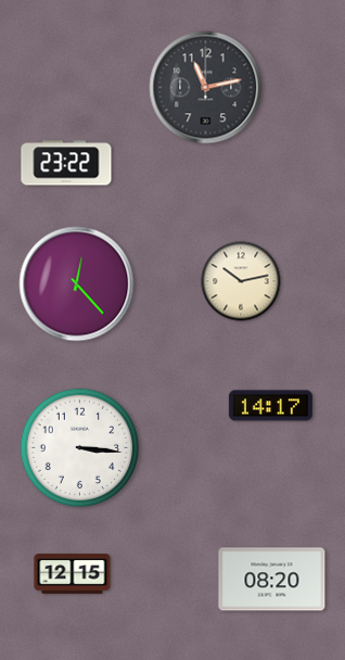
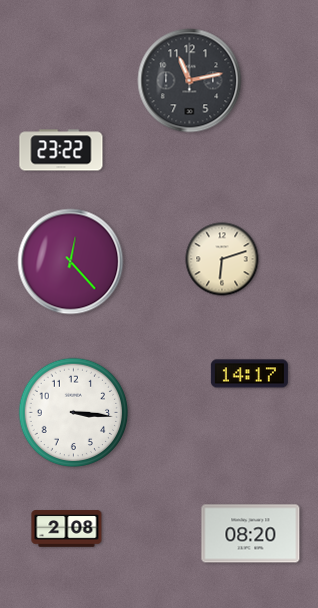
clock at (241, 281): 10:13 -> 6:12
clock at (73, 574): 12:15 -> 2:08
